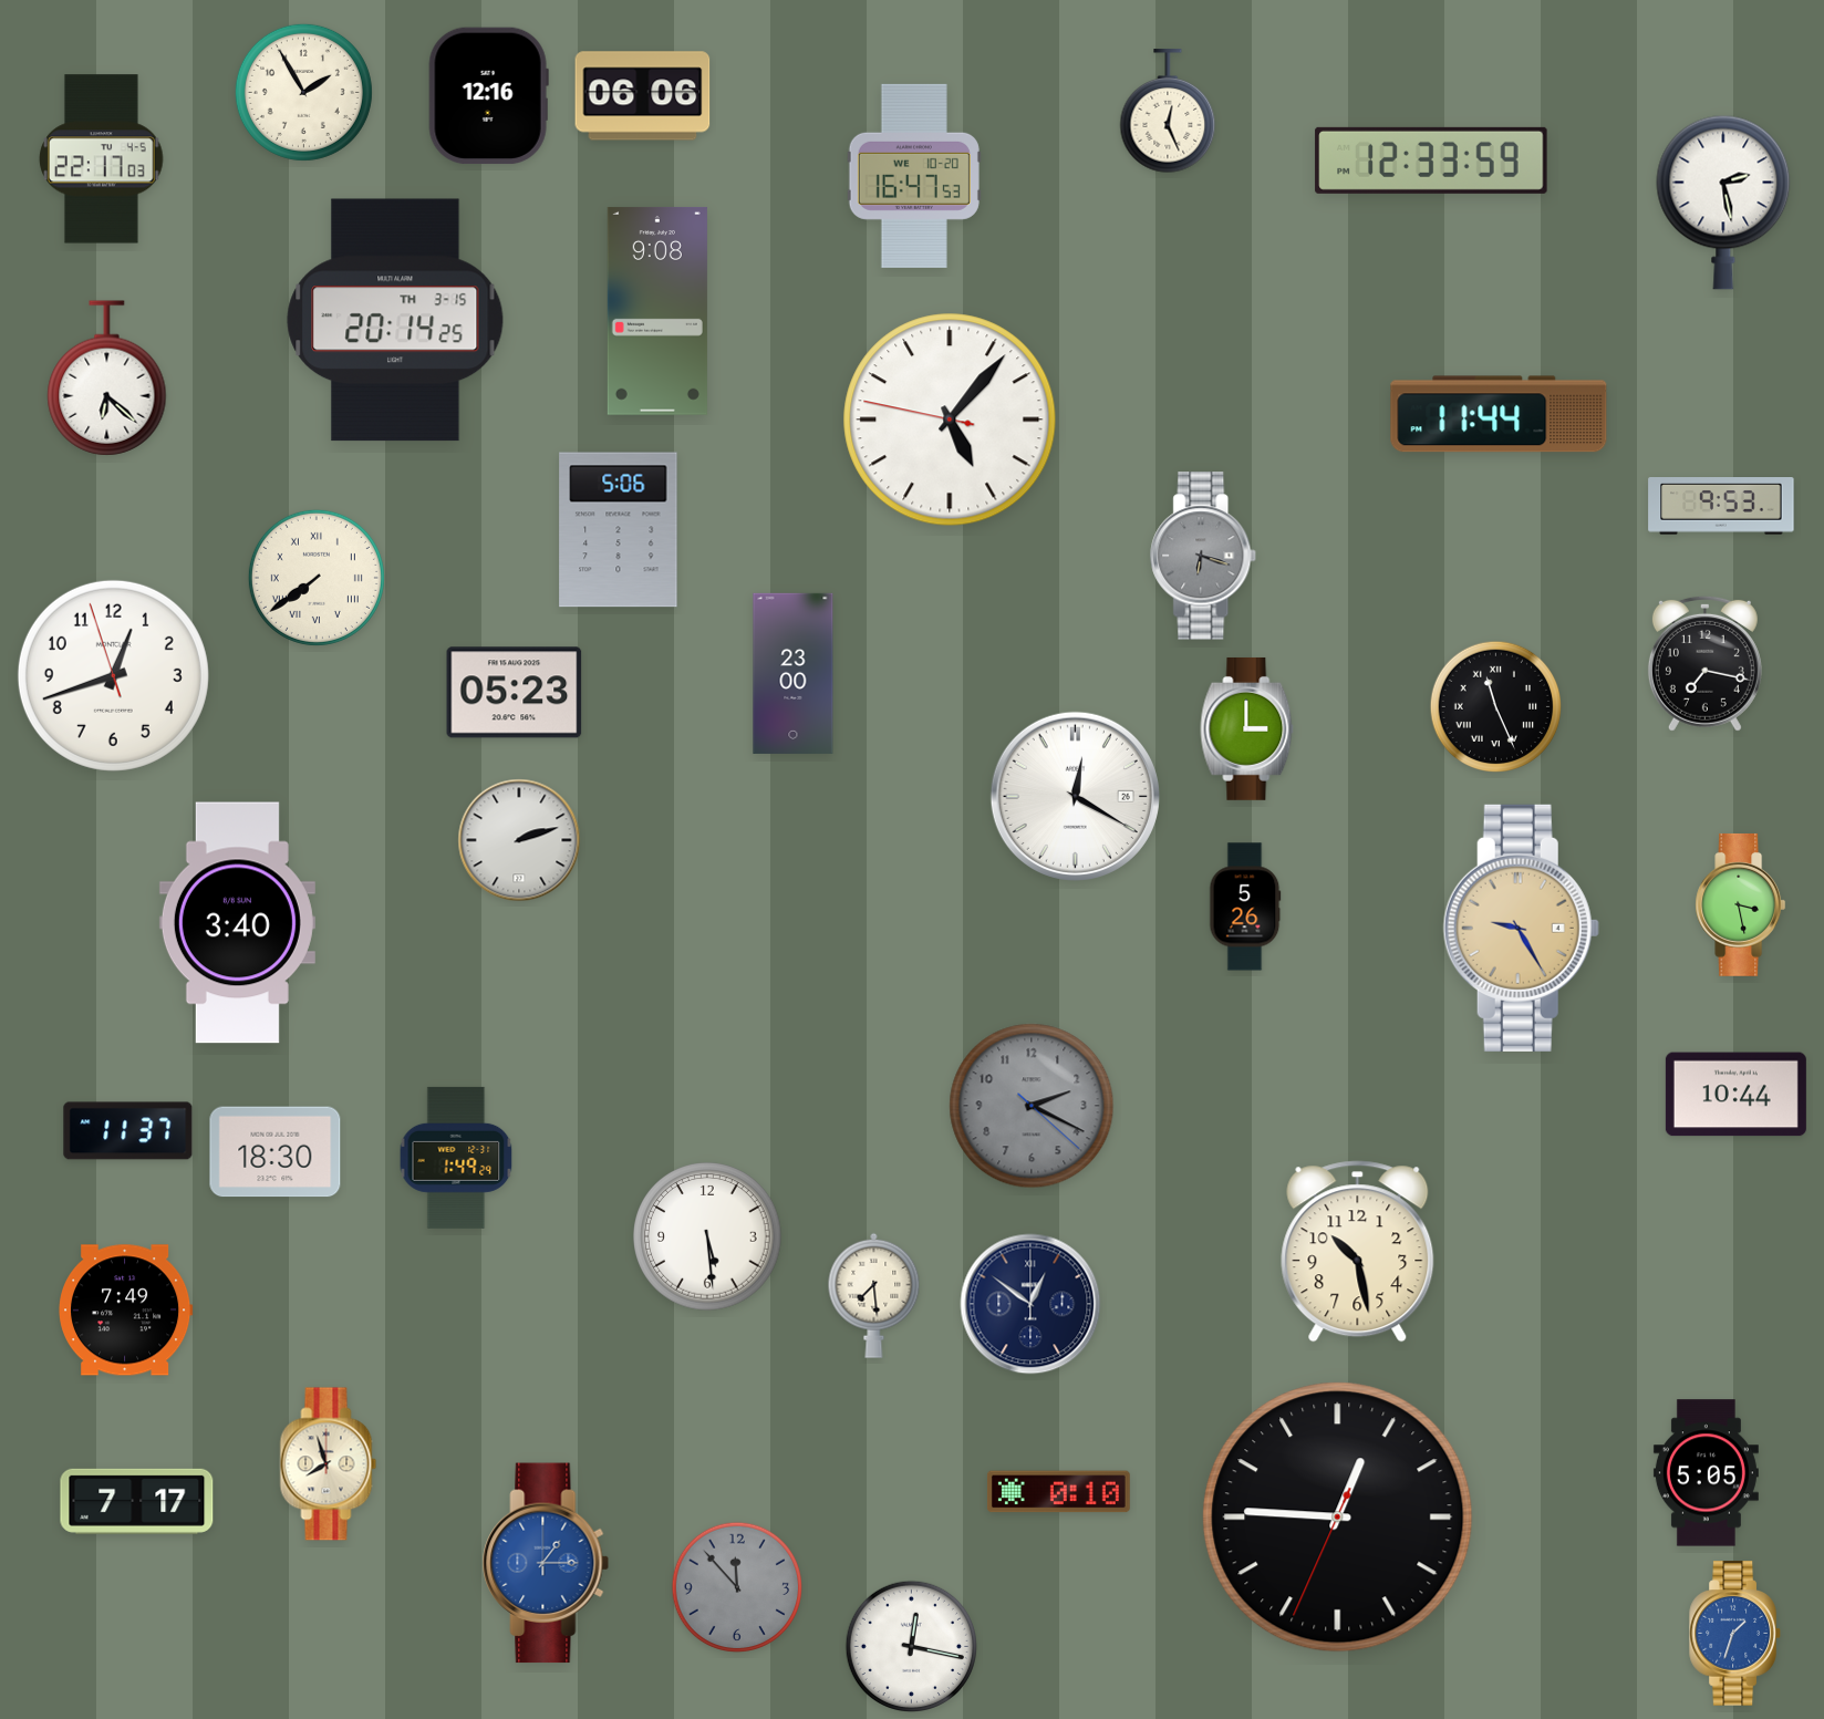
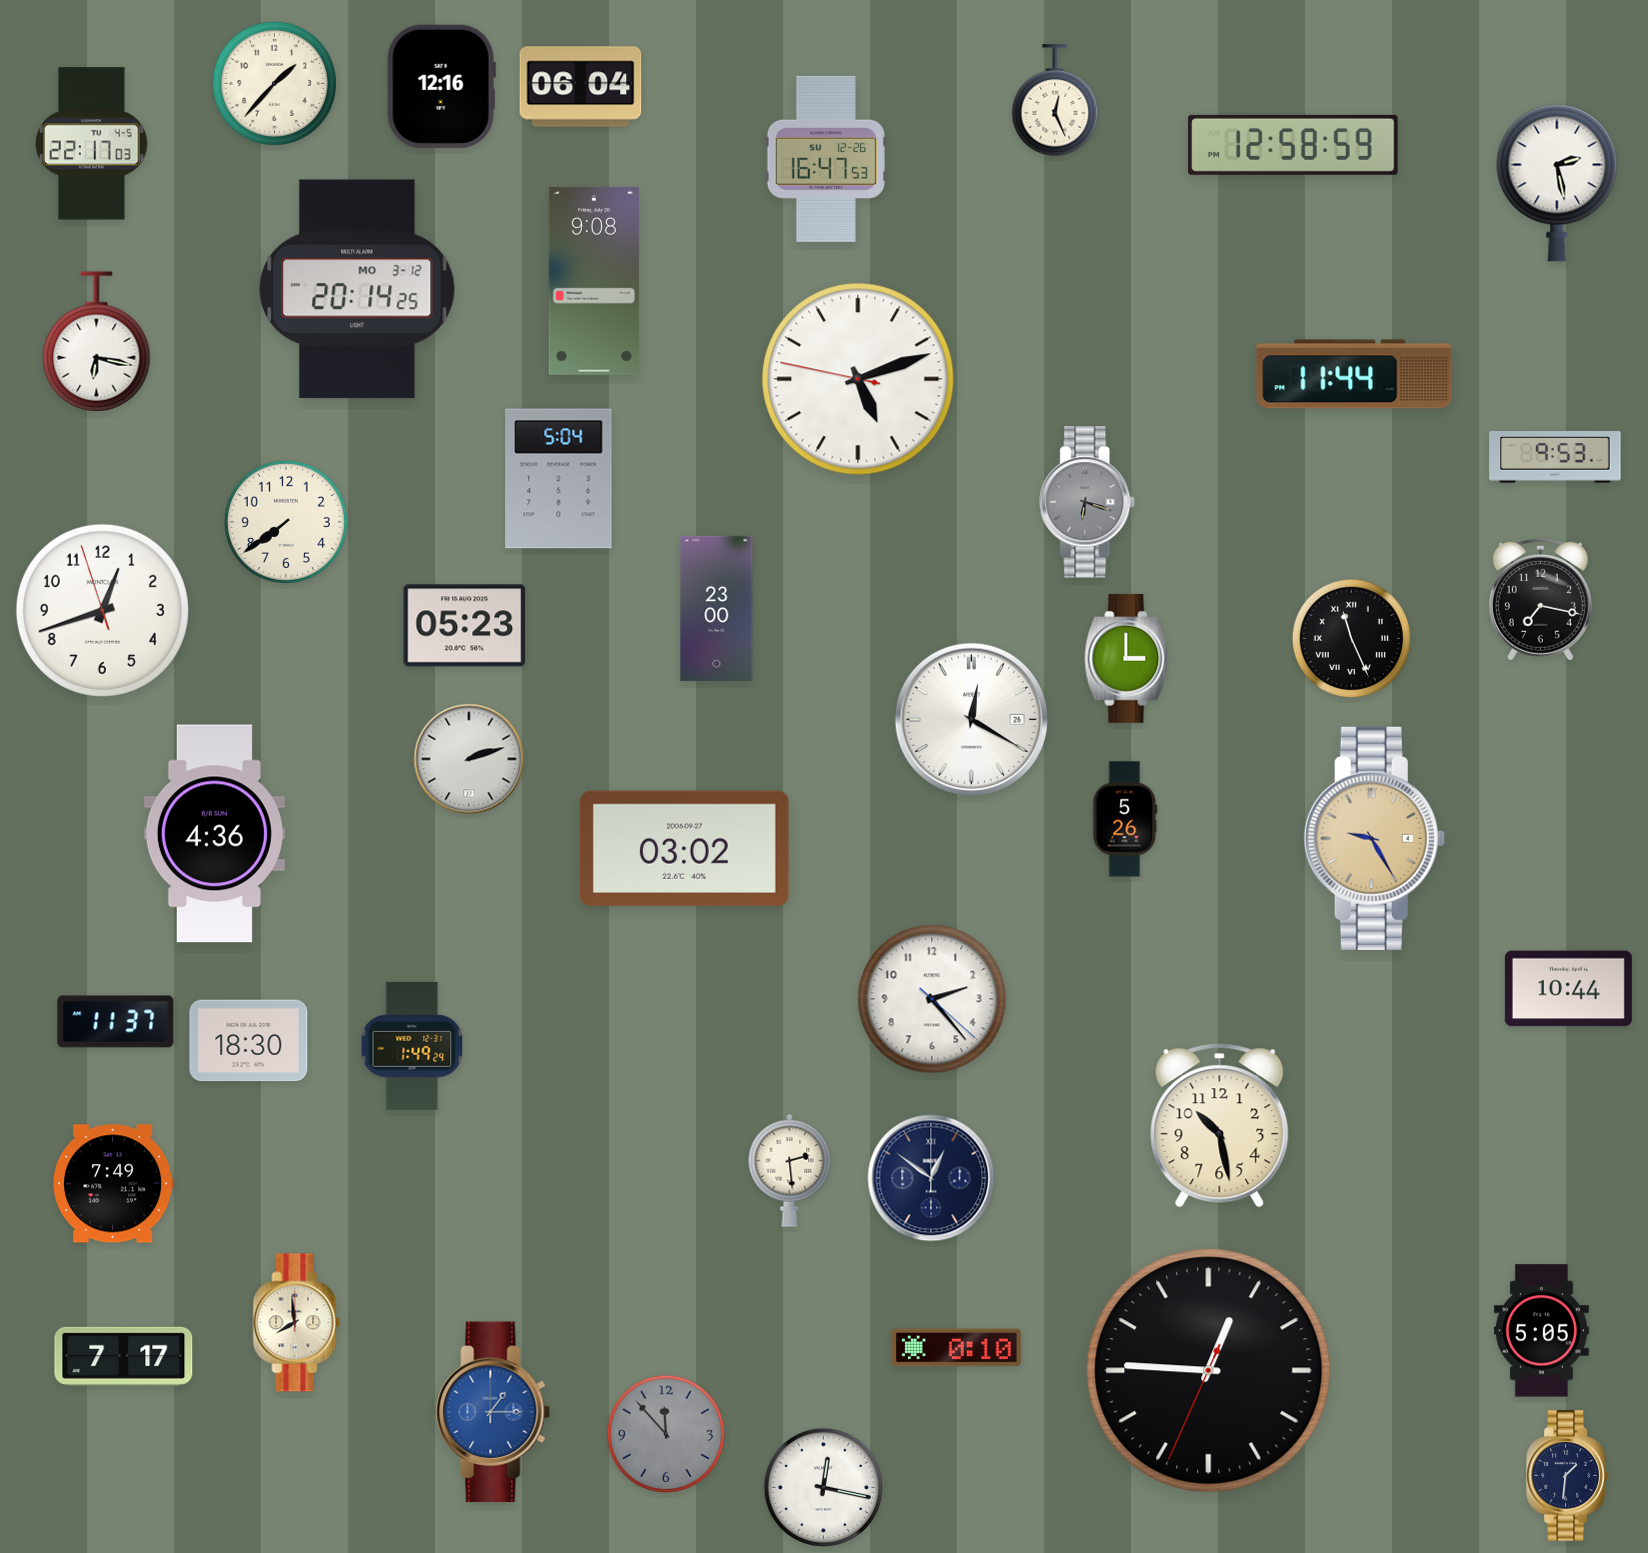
clock at (303, 92): 1:55 -> 1:37
clock at (643, 96): 06:06 -> 06:04
clock at (1431, 160): 12:33 -> 12:58
clock at (914, 176) date: WE 10-20 -> SU 12-26
clock at (395, 320) date: TH 3-15 -> MO 3-12
clock at (107, 379): 6:22 -> 6:17
clock at (950, 420): 5:06 -> 5:11
clock at (619, 530): 5:06 -> 5:04
clock at (317, 578) numerals: Roman -> Arabic
clock at (1741, 904): 3:28 -> none
clock at (237, 923): 3:40 -> 4:36
clock at (684, 848): none -> 03:02
clock at (1032, 1106): 2:19 -> 2:23
clock at (1032, 1106) dial: grey -> white
clock at (707, 1236): 5:29 -> none
clock at (1358, 1252) position: (1358, 1252) -> (1220, 1126)
clock at (874, 1295): 7:29 -> 2:29
clock at (329, 1464): 7:57 -> 7:59
clock at (1735, 1634): 1:33 -> 1:31
clock at (1735, 1634) dial: blue -> navy
